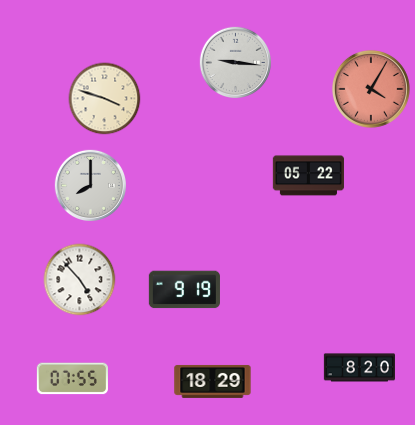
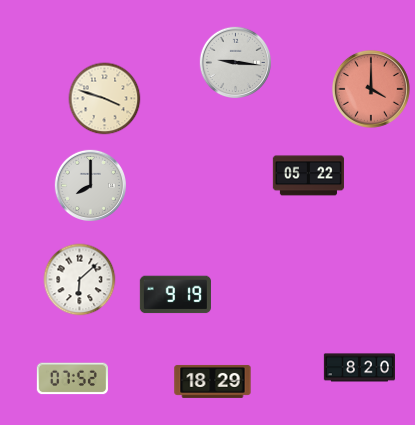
clock at (371, 89): 4:05 -> 4:00
clock at (80, 280): 4:53 -> 6:08
clock at (184, 290) position: (184, 290) -> (175, 295)
clock at (72, 379): 07:55 -> 07:52
